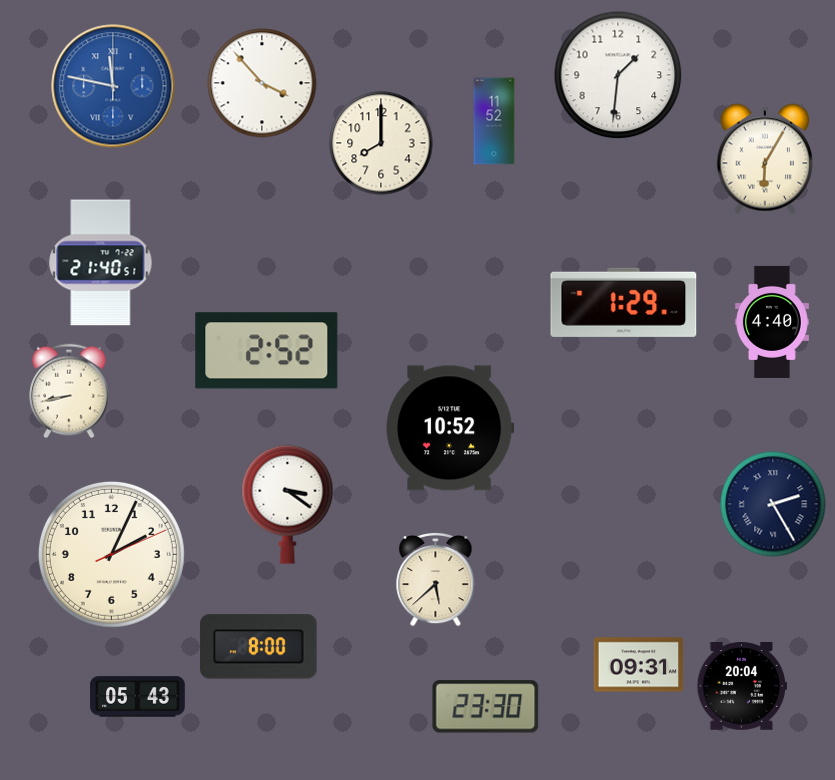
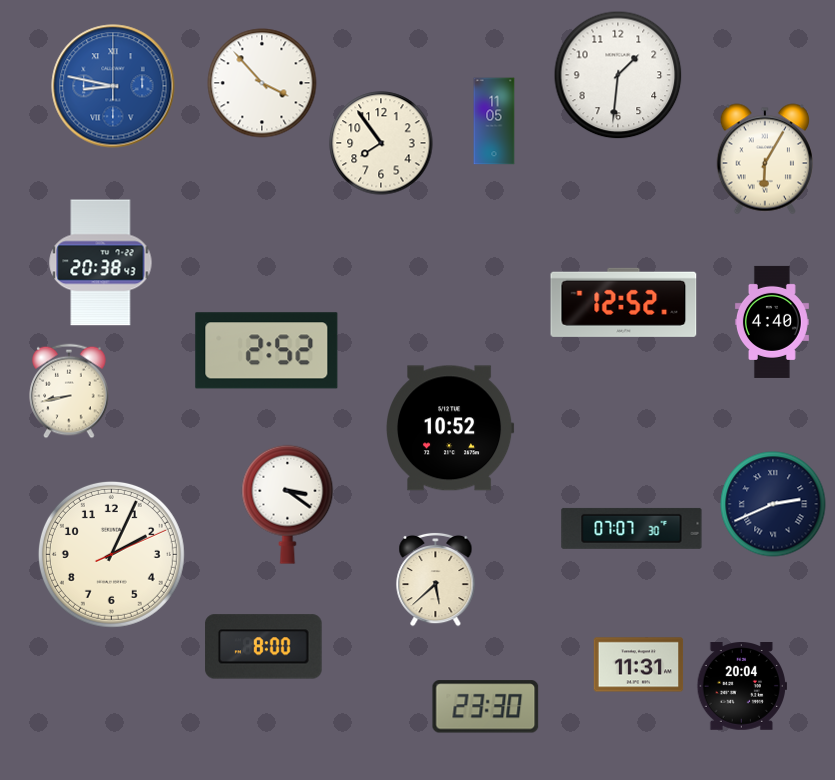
clock at (113, 86): 11:47 -> 8:47
clock at (494, 121): 11:52 -> 11:05
clock at (381, 143): 8:00 -> 7:54
clock at (101, 263): 21:40 -> 20:38
clock at (624, 302): 1:29 -> 12:52
clock at (773, 504): 2:25 -> 2:41
clock at (632, 528): none -> 07:07
clock at (259, 647) position: (259, 647) -> (264, 647)
clock at (639, 665): 09:31 -> 11:31
clock at (138, 697): 05:43 -> none
